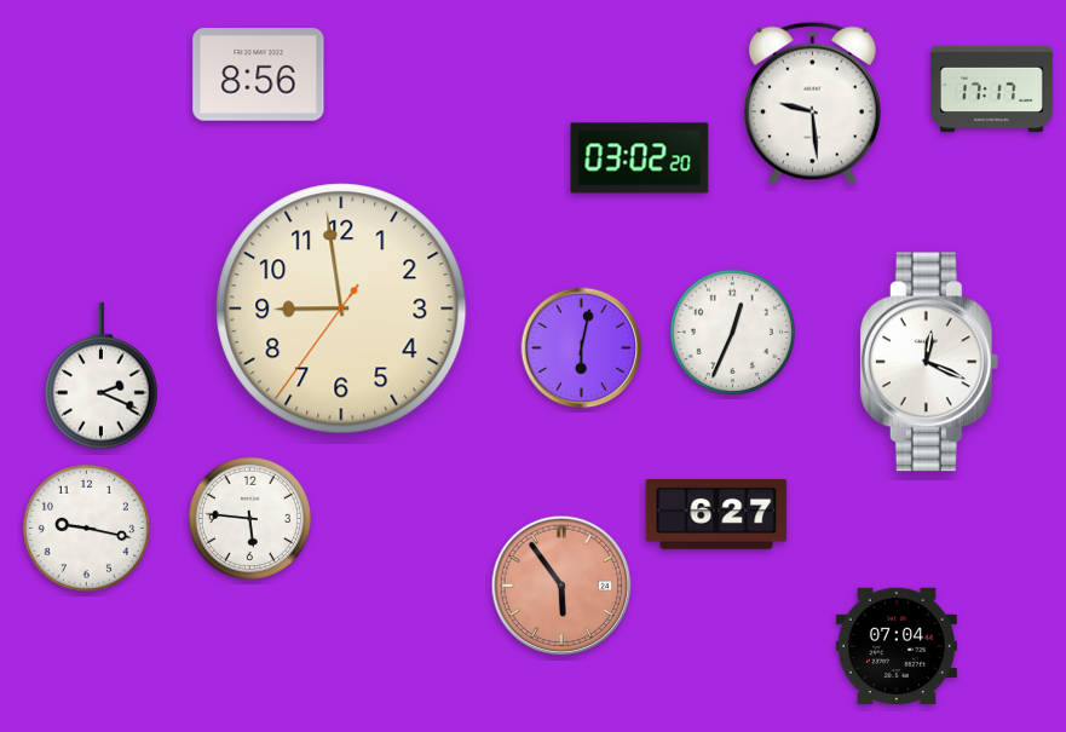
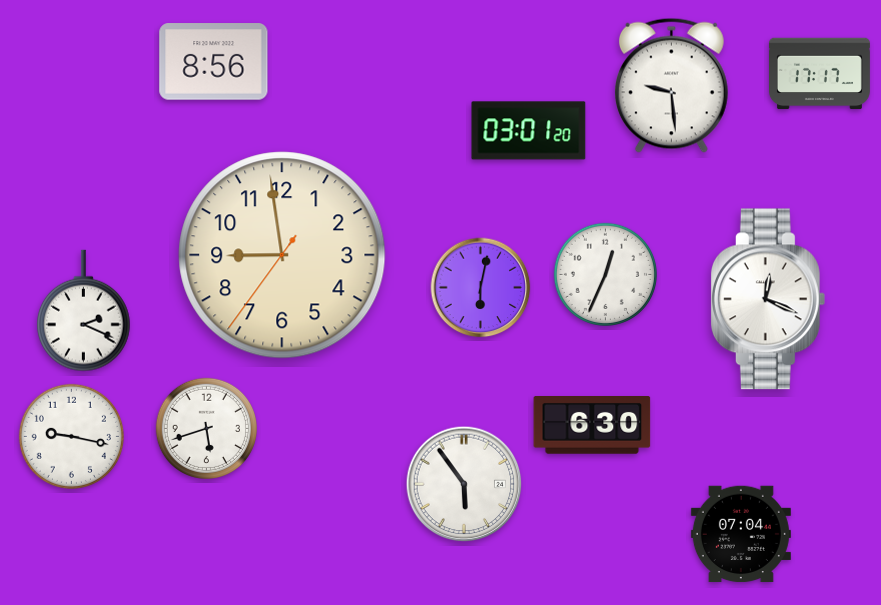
clock at (640, 158): 03:02 -> 03:01
clock at (716, 515): 6:27 -> 6:30
clock at (249, 518): 5:46 -> 5:42
clock at (561, 586) dial: salmon -> white
